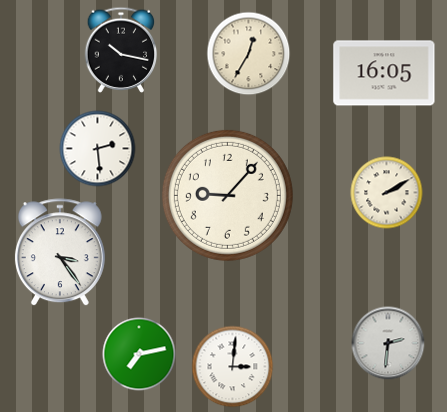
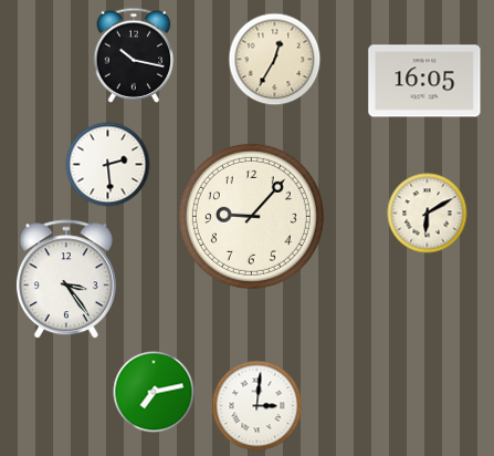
clock at (387, 193): 2:10 -> 6:10
clock at (388, 343): 2:31 -> none
